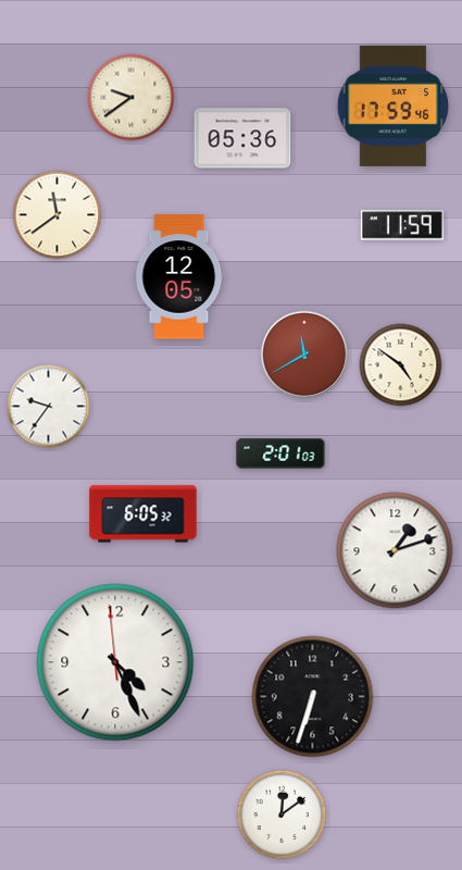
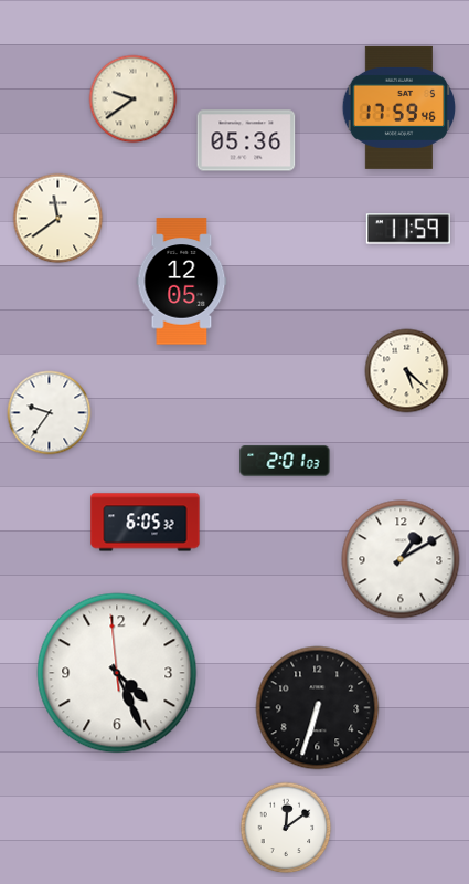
clock at (304, 355): 11:40 -> none
clock at (401, 365): 4:51 -> 5:22
clock at (395, 550): 1:12 -> 1:10
